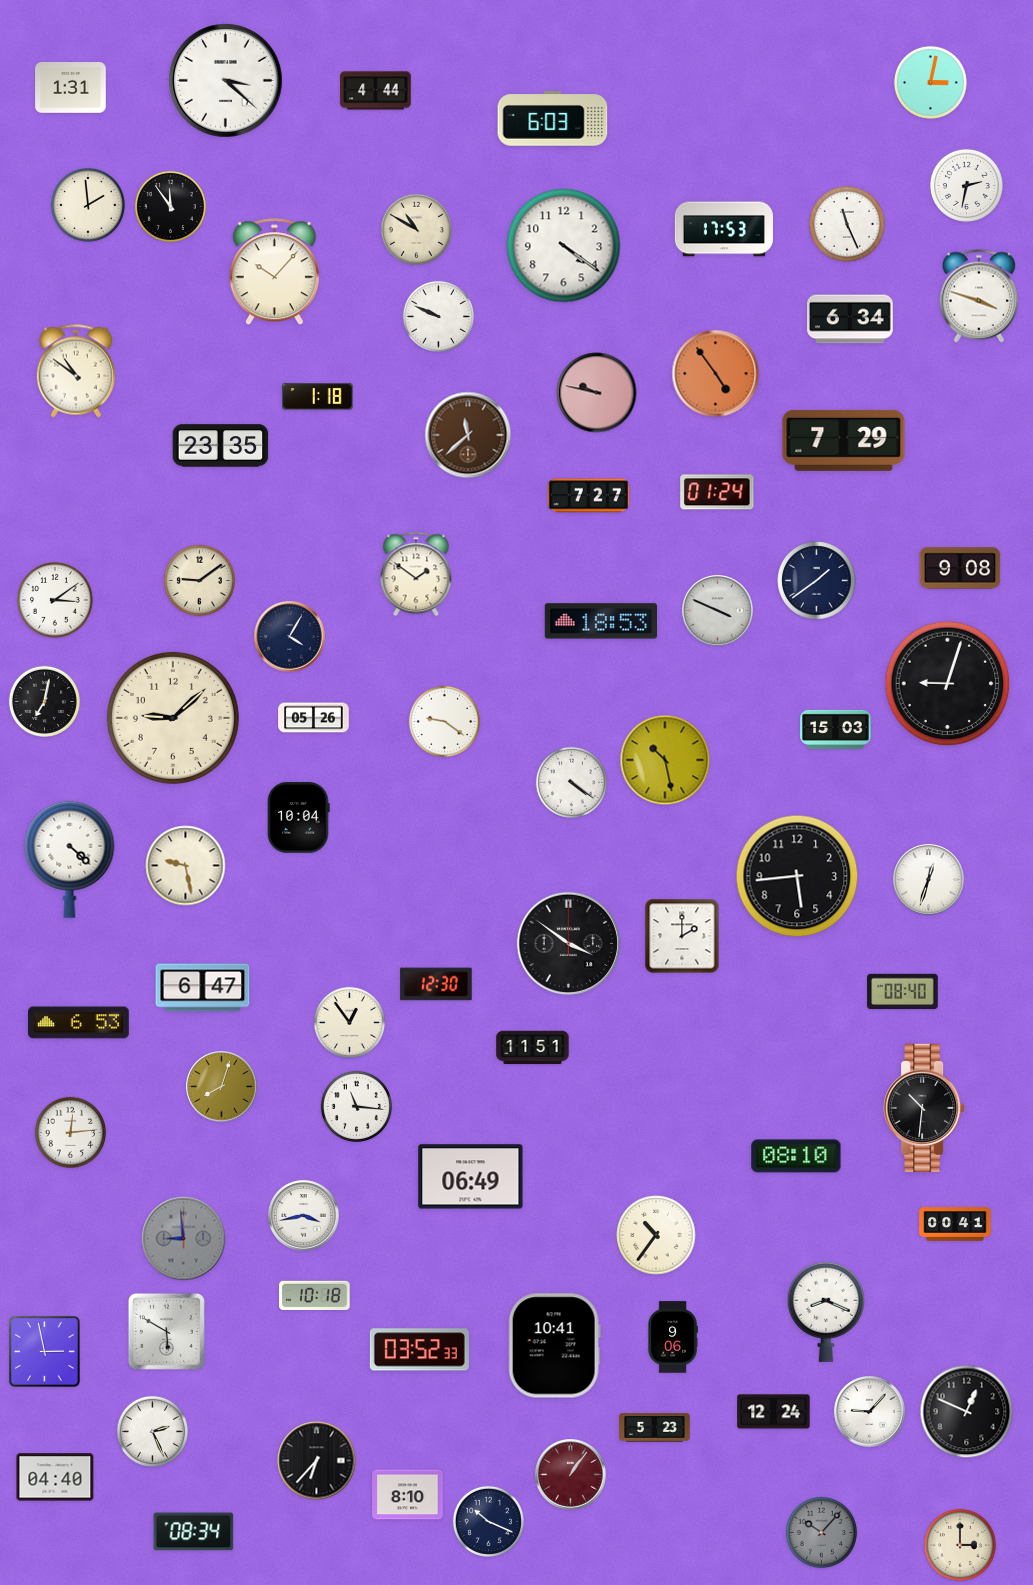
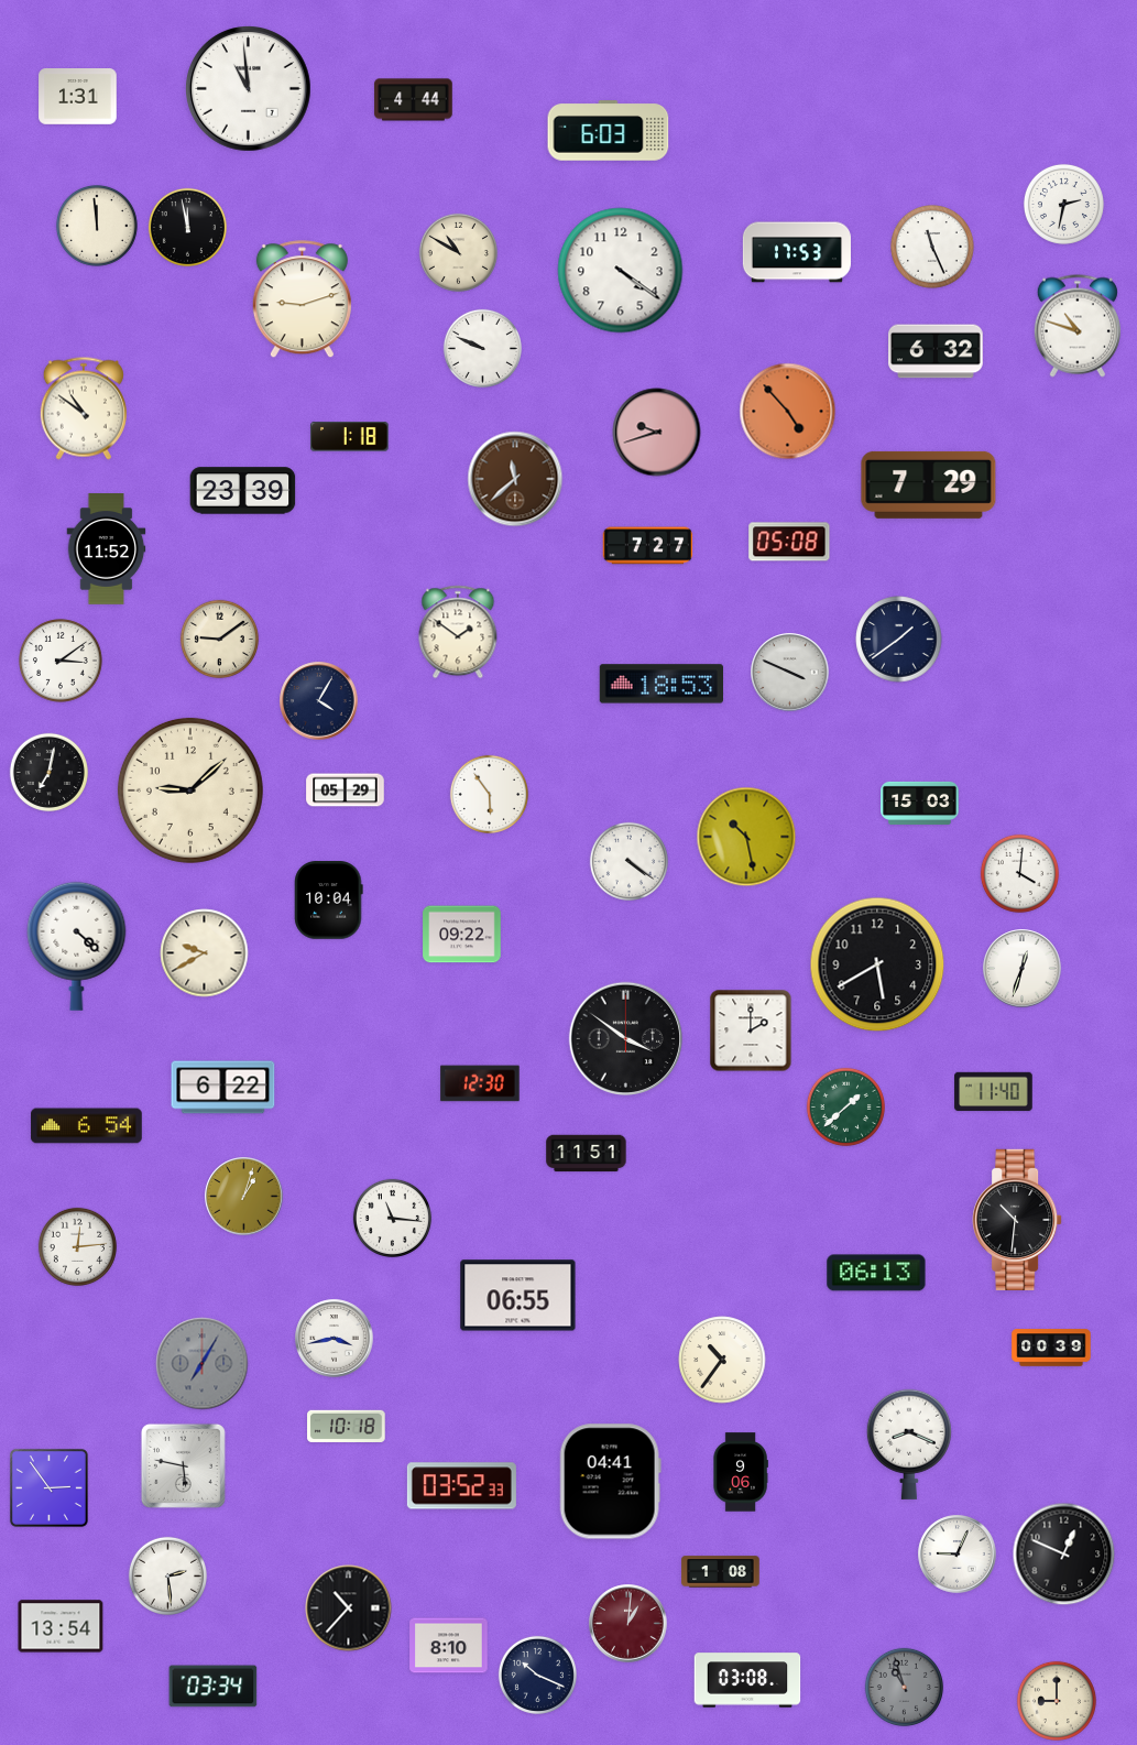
clock at (226, 81): 3:22 -> 10:59
clock at (930, 82): 3:02 -> none
clock at (88, 205): 1:59 -> 11:59
clock at (170, 206): 11:54 -> 11:58
clock at (274, 272): 10:07 -> 9:12
clock at (979, 296): 3:48 -> 10:48
clock at (850, 319): 6:34 -> 6:32
clock at (716, 374): 4:54 -> 4:53
clock at (597, 393): 9:47 -> 9:42
clock at (221, 446): 23:35 -> 23:39
clock at (717, 492): 01:24 -> 05:08
clock at (107, 549): none -> 11:52
clock at (960, 568): 9:08 -> none
clock at (948, 684): 9:03 -> none
clock at (314, 718): 05:26 -> 05:29
clock at (444, 721): 9:21 -> 5:54
clock at (665, 760) position: (665, 760) -> (746, 837)
clock at (1019, 873): none -> 4:01
clock at (462, 935): none -> 09:22
clock at (186, 866): 9:28 -> 9:40
clock at (797, 876): 5:44 -> 5:40
clock at (203, 988): 6:47 -> 6:22
clock at (903, 992): 08:40 -> 11:40
clock at (845, 1106): none -> 1:38
clock at (349, 1022): 12:54 -> none
clock at (79, 1023): 6:53 -> 6:54
clock at (222, 1087): 8:03 -> 1:03
clock at (796, 1156): 08:10 -> 06:13
clock at (471, 1177): 06:49 -> 06:55
clock at (955, 1224): 00:41 -> 00:39
clock at (184, 1239): 8:59 -> 7:05
clock at (166, 1331): 5:50 -> 5:47
clock at (554, 1346): 10:41 -> 04:41
clock at (44, 1351): 2:58 -> 2:54
clock at (774, 1412): 12:24 -> none
clock at (870, 1412): 9:07 -> 9:04
clock at (655, 1428): 5:23 -> 1:08
clock at (152, 1431): 2:26 -> 2:29
clock at (317, 1461): 6:37 -> 10:37
clock at (571, 1475): 1:06 -> 1:01
clock at (55, 1477): 04:40 -> 13:54
clock at (747, 1680): none -> 03:08
clock at (194, 1532): 08:34 -> 03:34
clock at (821, 1532): 10:07 -> 10:57
clock at (960, 1545): 3:00 -> 9:00
